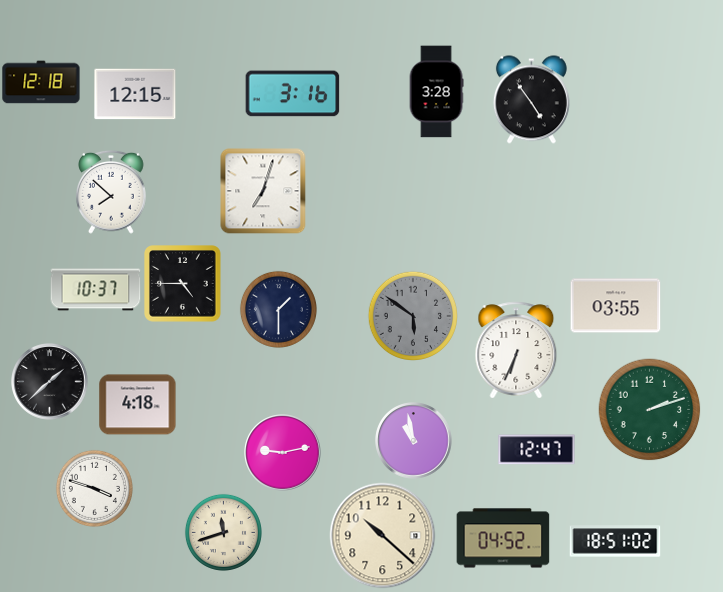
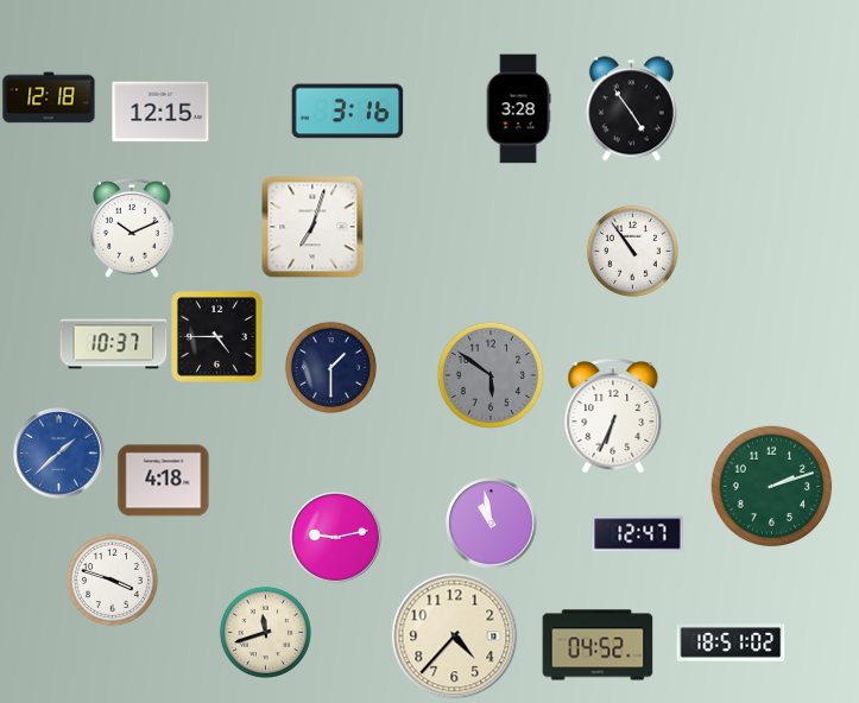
clock at (531, 100) position: (531, 100) -> (631, 109)
clock at (112, 192): 7:52 -> 10:11
clock at (632, 251): none -> 10:54
clock at (616, 306): 03:55 -> none
clock at (50, 382) dial: black -> blue
clock at (383, 536): 10:22 -> 4:37
clock at (503, 538) position: (503, 538) -> (598, 645)
